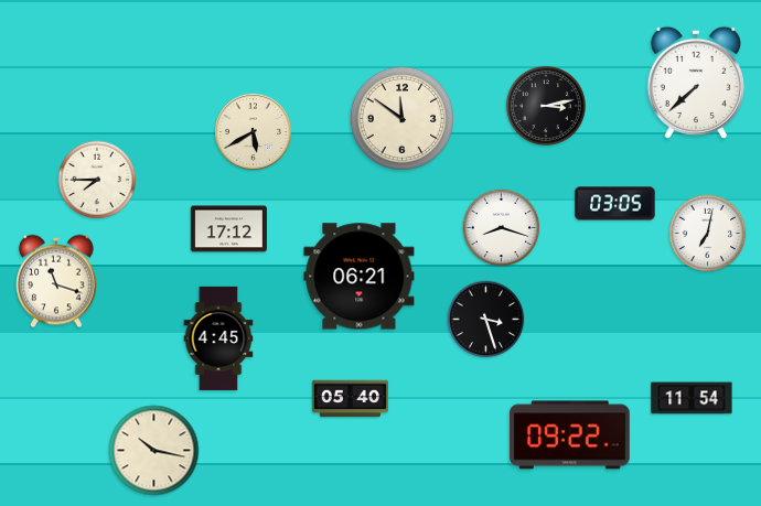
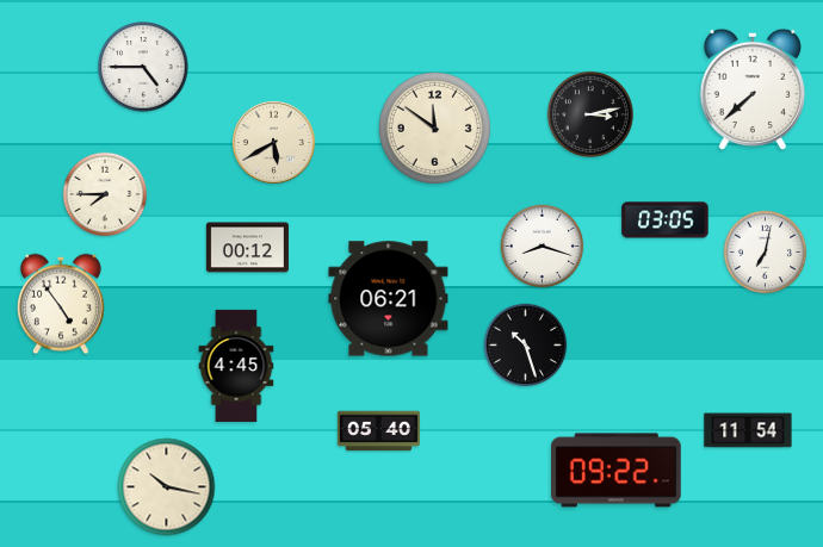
clock at (143, 67): none -> 4:45
clock at (228, 229): 17:12 -> 00:12
clock at (57, 281): 11:18 -> 4:54
clock at (486, 320): 3:27 -> 10:27
